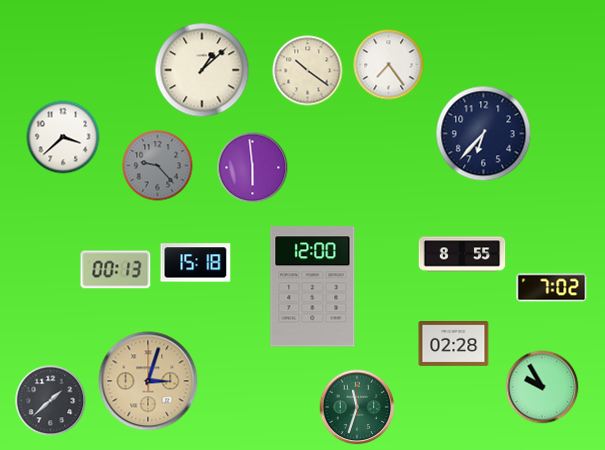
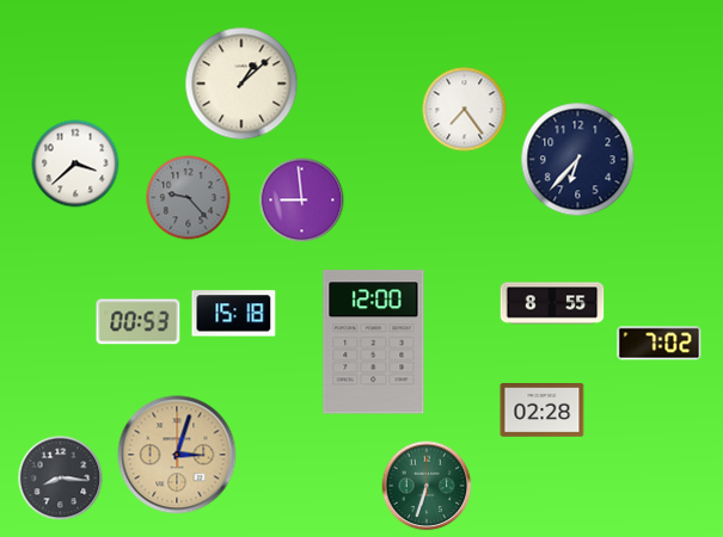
clock at (389, 65) position: (389, 65) -> (465, 110)
clock at (308, 71): 10:21 -> none
clock at (253, 168): 5:59 -> 8:59
clock at (116, 270): 00:13 -> 00:53
clock at (542, 387): 9:55 -> none
clock at (51, 401): 1:38 -> 8:16
clock at (357, 407): 11:33 -> 6:33
